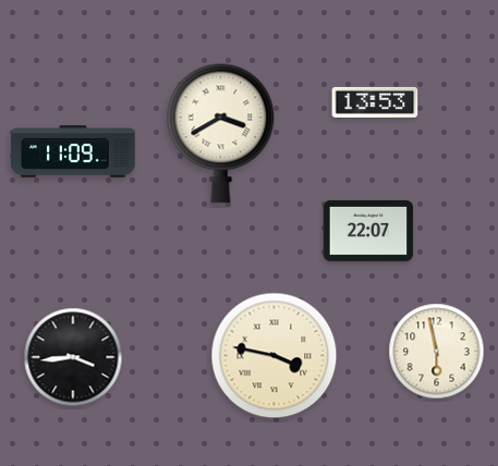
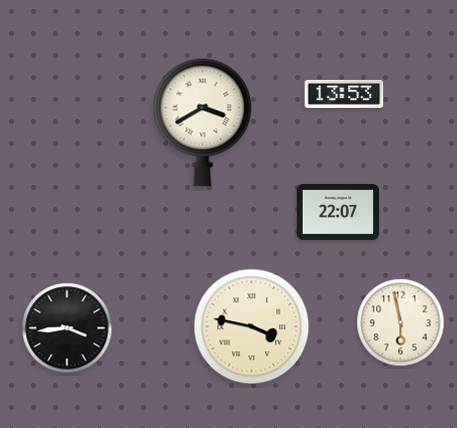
clock at (73, 151): 11:09 -> none
